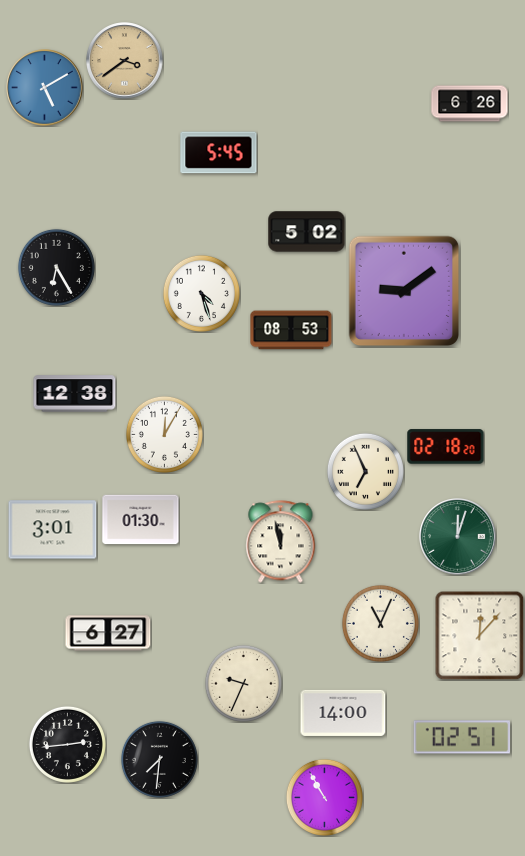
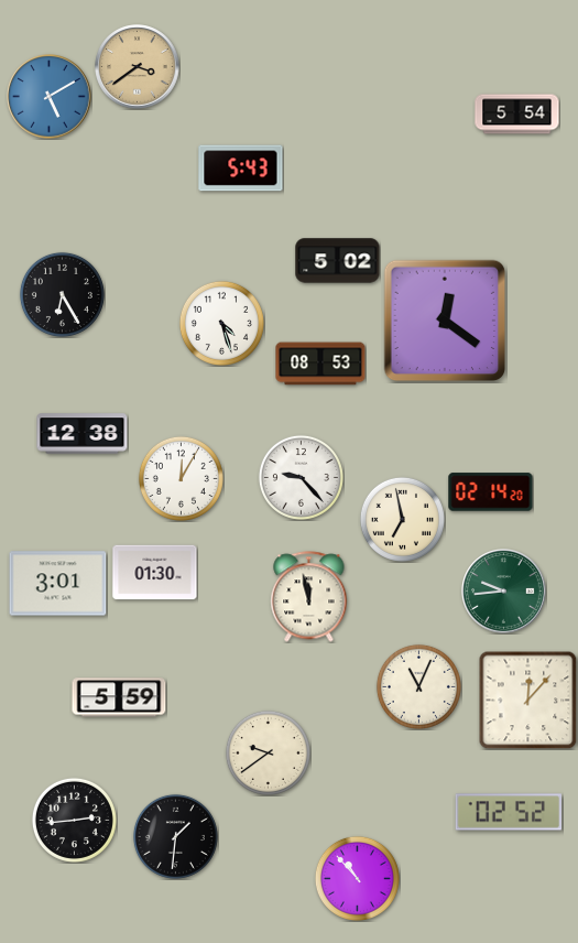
clock at (470, 104): 6:26 -> 5:54
clock at (219, 153): 5:45 -> 5:43
clock at (307, 232) position: (307, 232) -> (338, 261)
clock at (404, 291): 9:09 -> 12:21
clock at (301, 477): none -> 9:23
clock at (446, 447): 02:18 -> 02:14
clock at (365, 471): 6:56 -> 6:58
clock at (458, 537): 12:03 -> 9:44
clock at (108, 633): 6:27 -> 5:59
clock at (243, 683): 9:34 -> 9:39
clock at (343, 713): 14:00 -> none
clock at (462, 737): 02:51 -> 02:52
clock at (159, 759): 7:31 -> 1:31
clock at (324, 797): 10:55 -> 10:53
